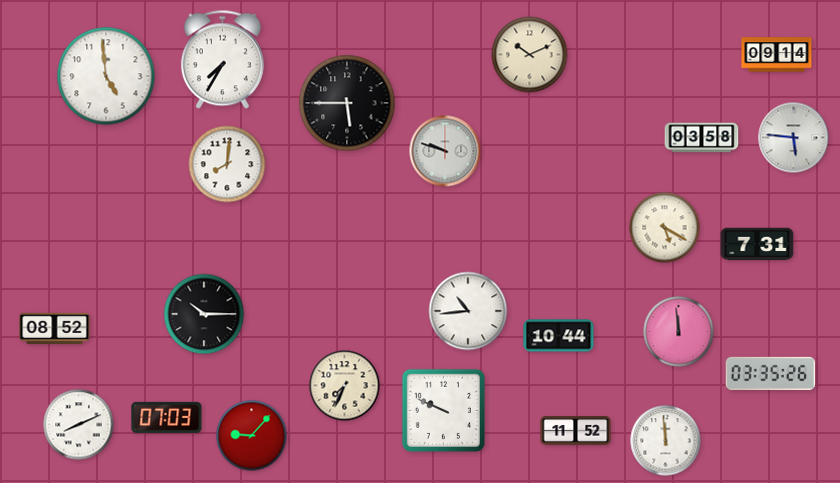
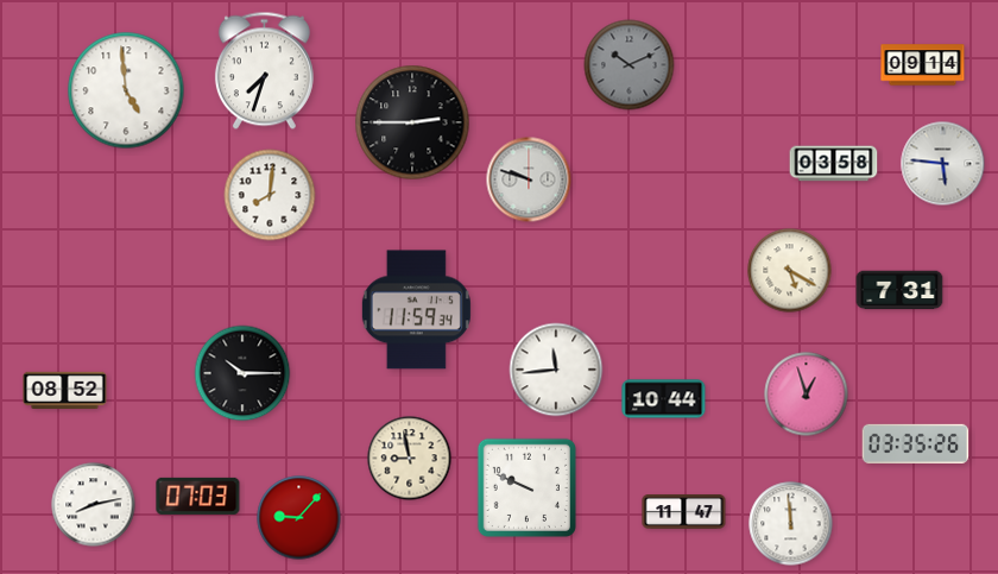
clock at (530, 55) dial: cream -> grey
clock at (222, 60): 7:35 -> 7:33
clock at (347, 103): 5:45 -> 2:45
clock at (416, 310): none -> 11:59
clock at (468, 311): 10:44 -> 11:44
clock at (679, 332): 11:59 -> 12:57
clock at (345, 386): 7:34 -> 8:58
clock at (79, 425): 8:11 -> 8:13
clock at (576, 431): 11:52 -> 11:47
